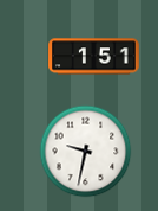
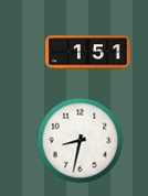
clock at (85, 151): 9:32 -> 8:32
